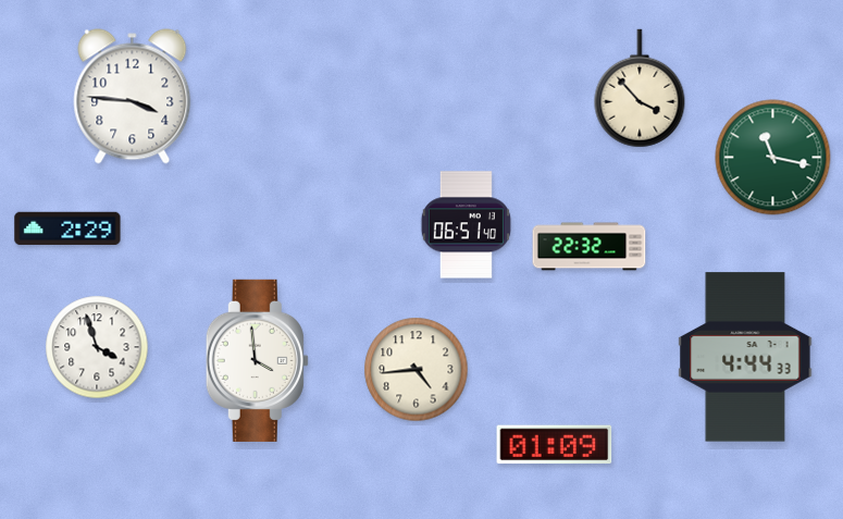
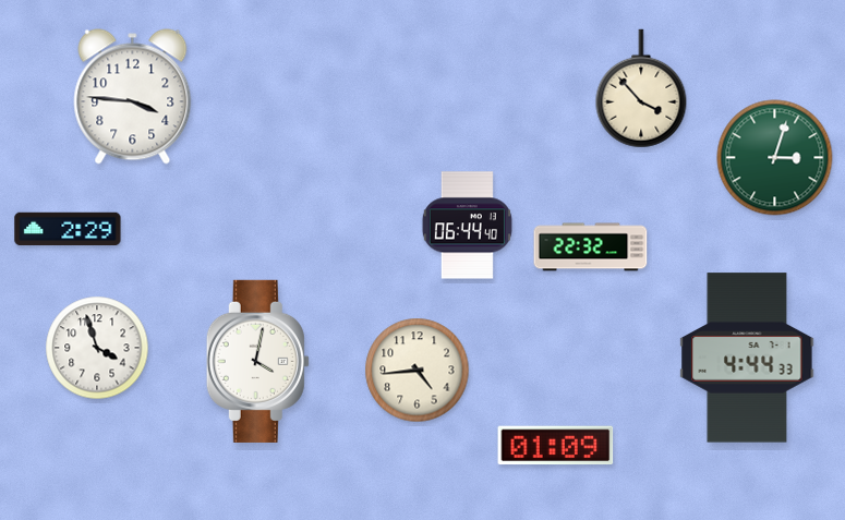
clock at (773, 158): 11:17 -> 3:03
clock at (466, 225): 06:51 -> 06:44
clock at (257, 360): 3:59 -> 4:02
